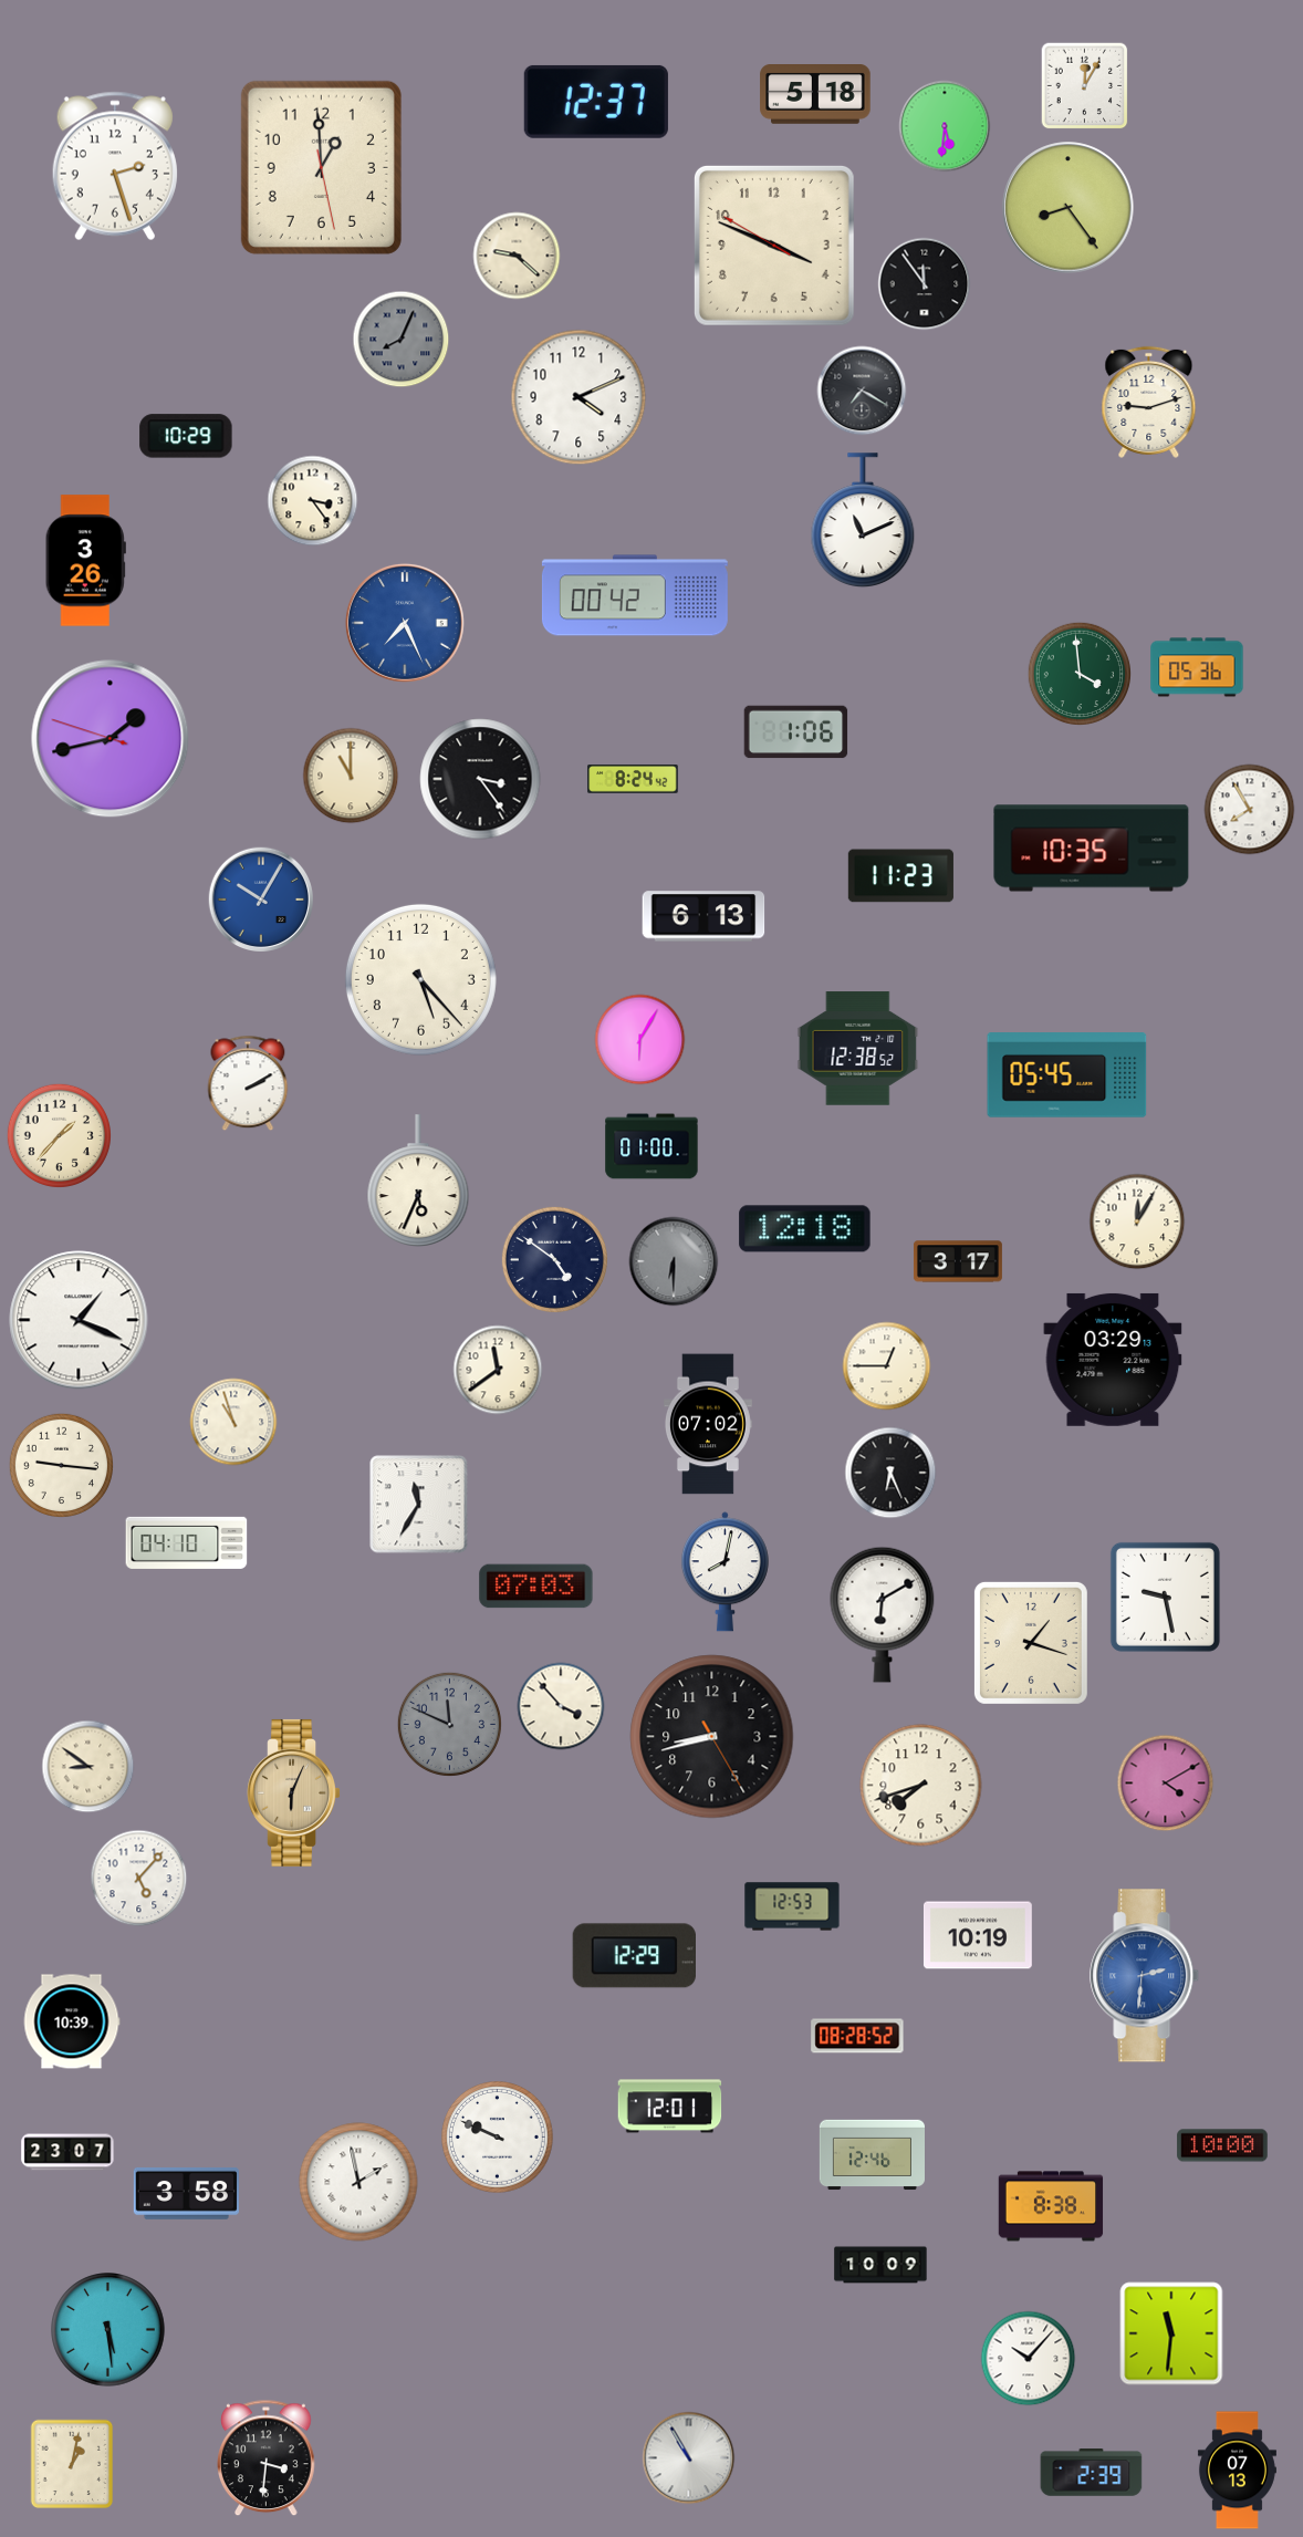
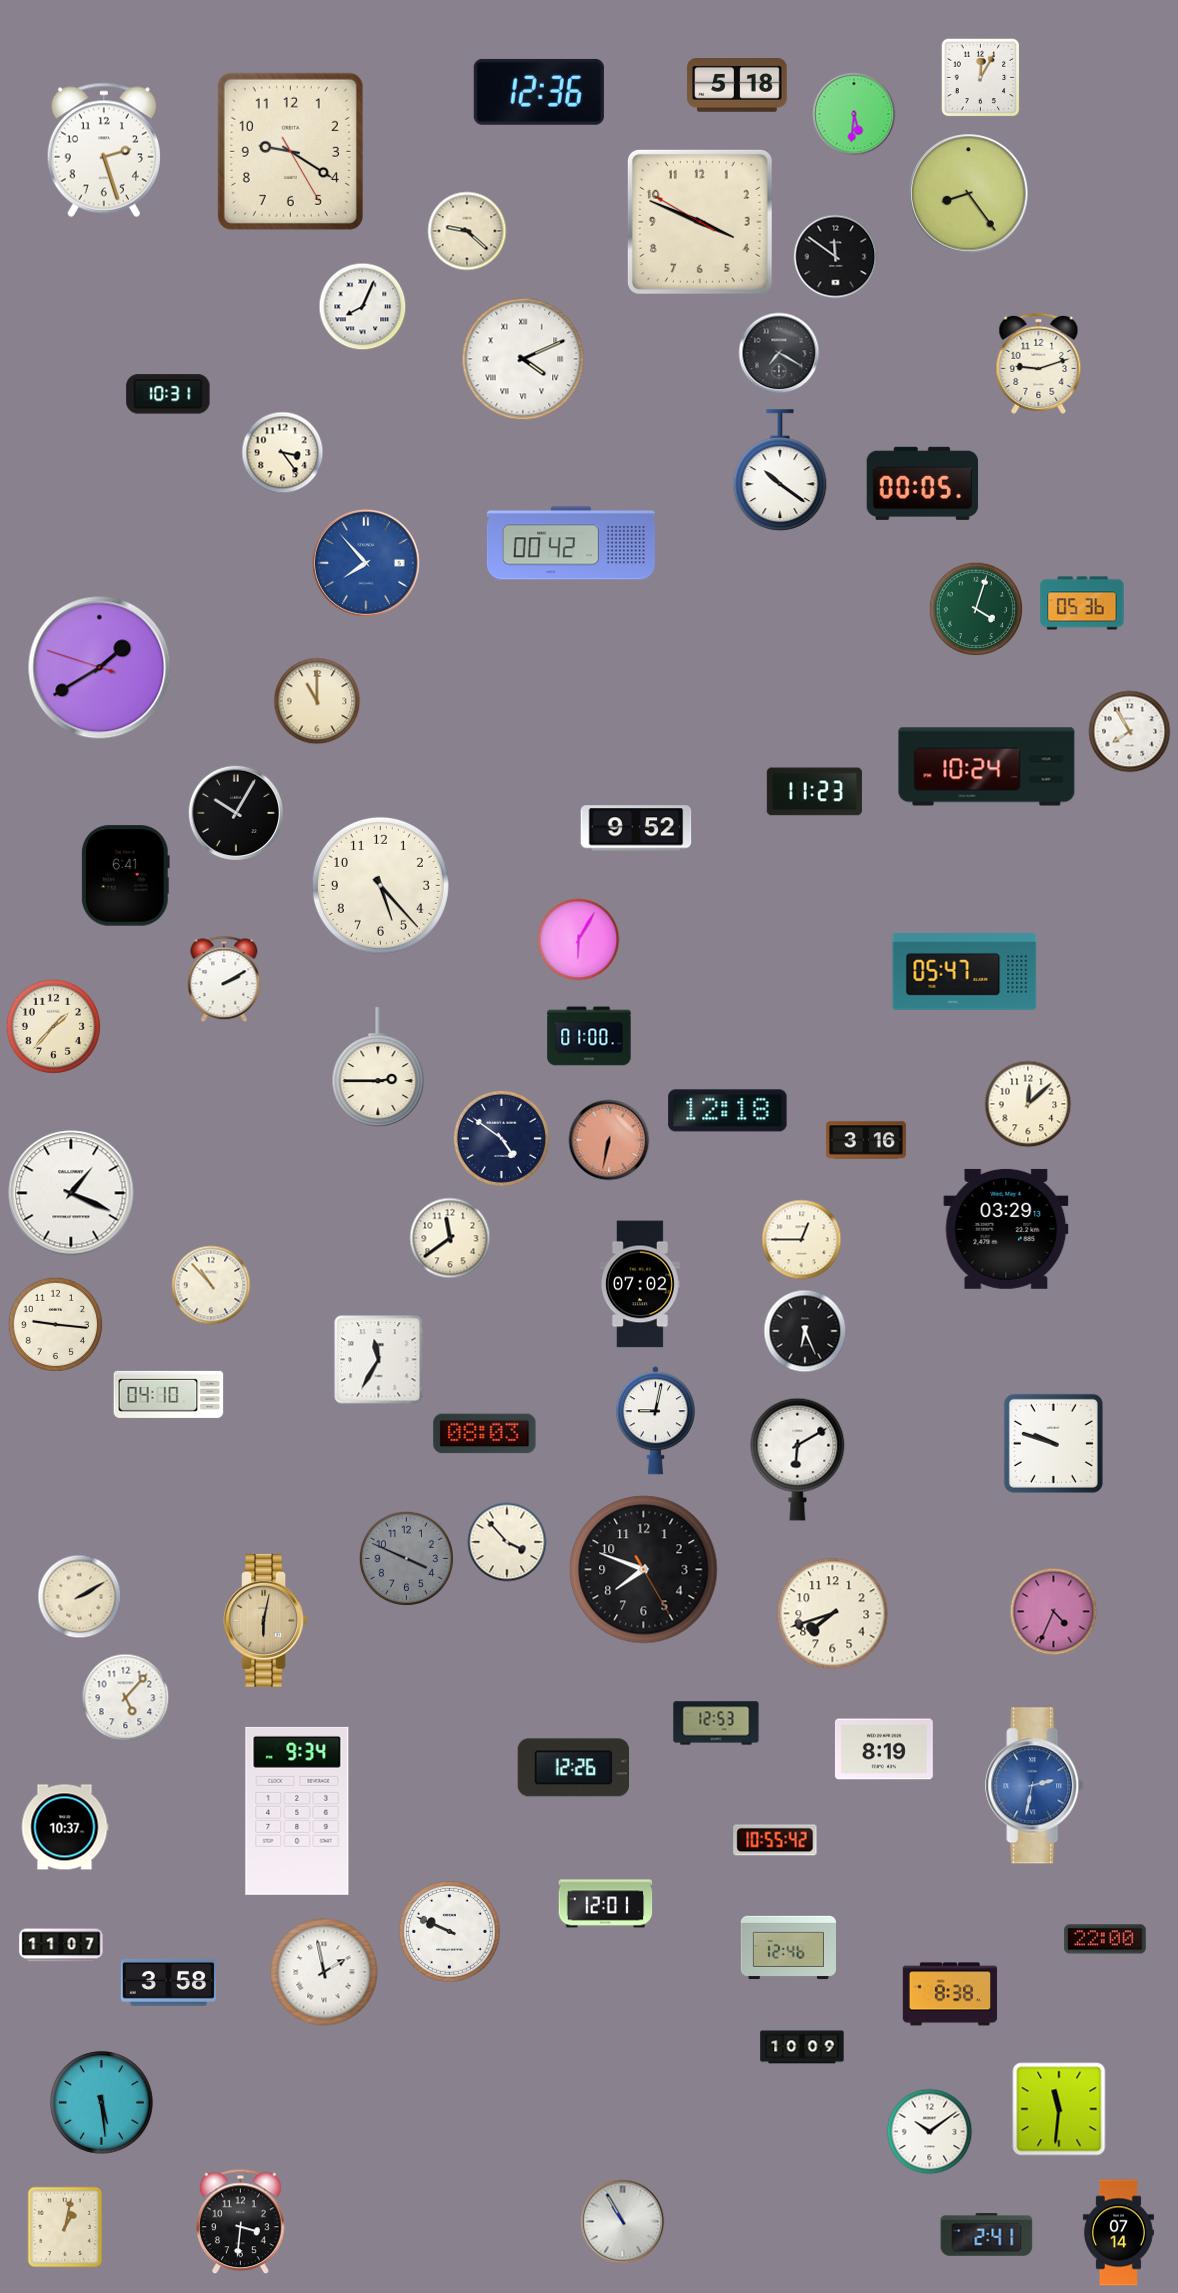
clock at (596, 102): 12:37 -> 12:36
clock at (321, 167): 12:59 -> 9:20
clock at (1069, 208) position: (1069, 208) -> (969, 194)
clock at (925, 284): 11:54 -> 11:51
clock at (402, 340) dial: grey -> white
clock at (578, 397) numerals: Arabic -> Roman
clock at (186, 436): 10:29 -> 10:31
clock at (863, 520): 11:11 -> 10:21
clock at (922, 483): none -> 00:05
clock at (85, 561): 3:26 -> none
clock at (635, 595) position: (635, 595) -> (571, 543)
clock at (405, 623): 7:26 -> 7:53
clock at (1078, 673): 3:59 -> 4:03
clock at (796, 732): 1:06 -> none
clock at (111, 739): 1:42 -> 1:39
clock at (480, 779): 3:24 -> none
clock at (633, 779): 8:24 -> none
clock at (1092, 849): 10:35 -> 10:24
clock at (260, 898) dial: blue -> black
clock at (703, 916): 6:13 -> 9:52
clock at (125, 876): none -> 6:41
clock at (858, 1049): 12:38 -> none
clock at (1067, 1075): 05:45 -> 05:47
clock at (418, 1181): 5:34 -> 2:45
clock at (1137, 1221): 12:05 -> 12:08
clock at (674, 1261): 6:30 -> 6:32
clock at (674, 1261) dial: grey -> salmon
clock at (958, 1261): 3:17 -> 3:16
clock at (887, 1366) position: (887, 1366) -> (802, 1240)
clock at (233, 1422): 10:57 -> 10:53
clock at (708, 1424) position: (708, 1424) -> (640, 1284)
clock at (725, 1572): 8:02 -> 9:02
clock at (536, 1587): 07:03 -> 08:03
clock at (1165, 1597): 9:28 -> 9:48
clock at (1031, 1643): 1:18 -> none
clock at (449, 1724): 11:49 -> 3:49
clock at (712, 1737): 8:42 -> 7:48
clock at (88, 1767): 8:51 -> 2:10
clock at (1166, 1784): 4:10 -> 4:34
clock at (293, 1792): 6:04 -> 6:02
clock at (978, 1935): 10:19 -> 8:19
clock at (634, 1956): 12:29 -> 12:26
clock at (1145, 1976): 2:31 -> 2:32
clock at (297, 1811): none -> 9:34
clock at (72, 2021): 10:39 -> 10:37
clock at (857, 2036): 08:28 -> 10:55
clock at (1222, 2145): 10:00 -> 22:00
clock at (67, 2152): 23:07 -> 11:07
clock at (880, 2265) position: (880, 2265) -> (802, 2047)
clock at (108, 2330) position: (108, 2330) -> (102, 2103)
clock at (1029, 2359): 10:07 -> 10:09
clock at (1237, 2471): 07:13 -> 07:14
clock at (1092, 2473): 2:39 -> 2:41
